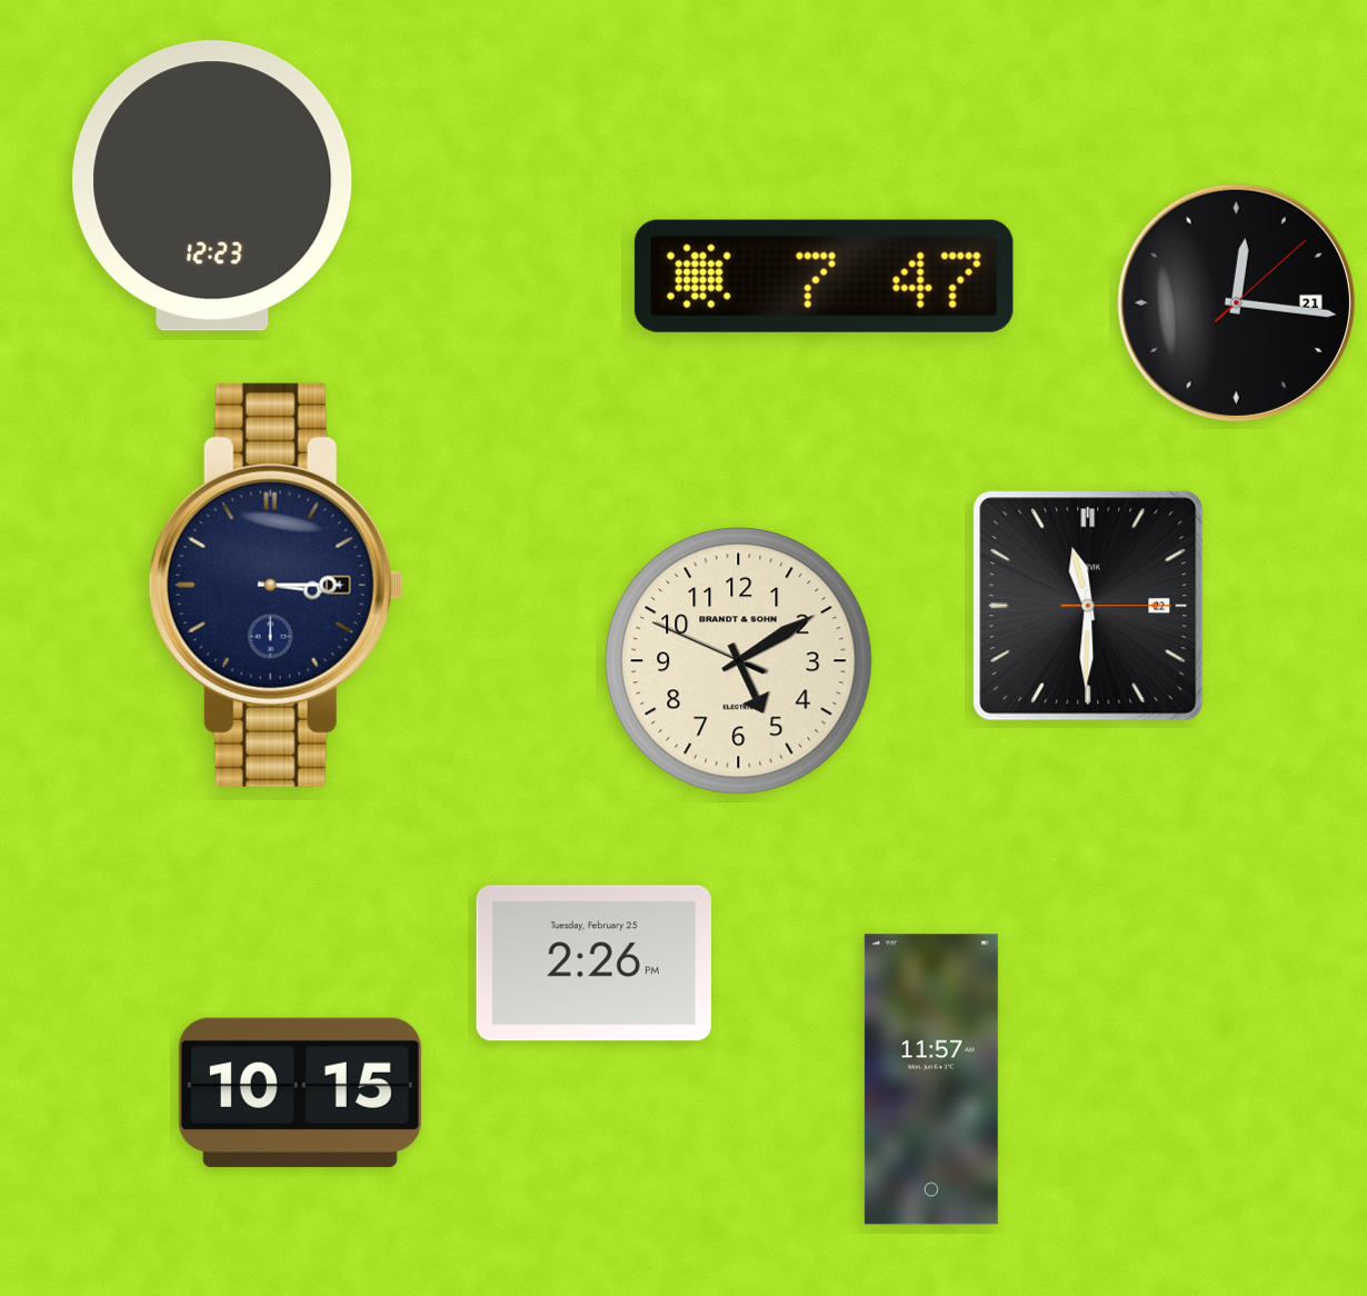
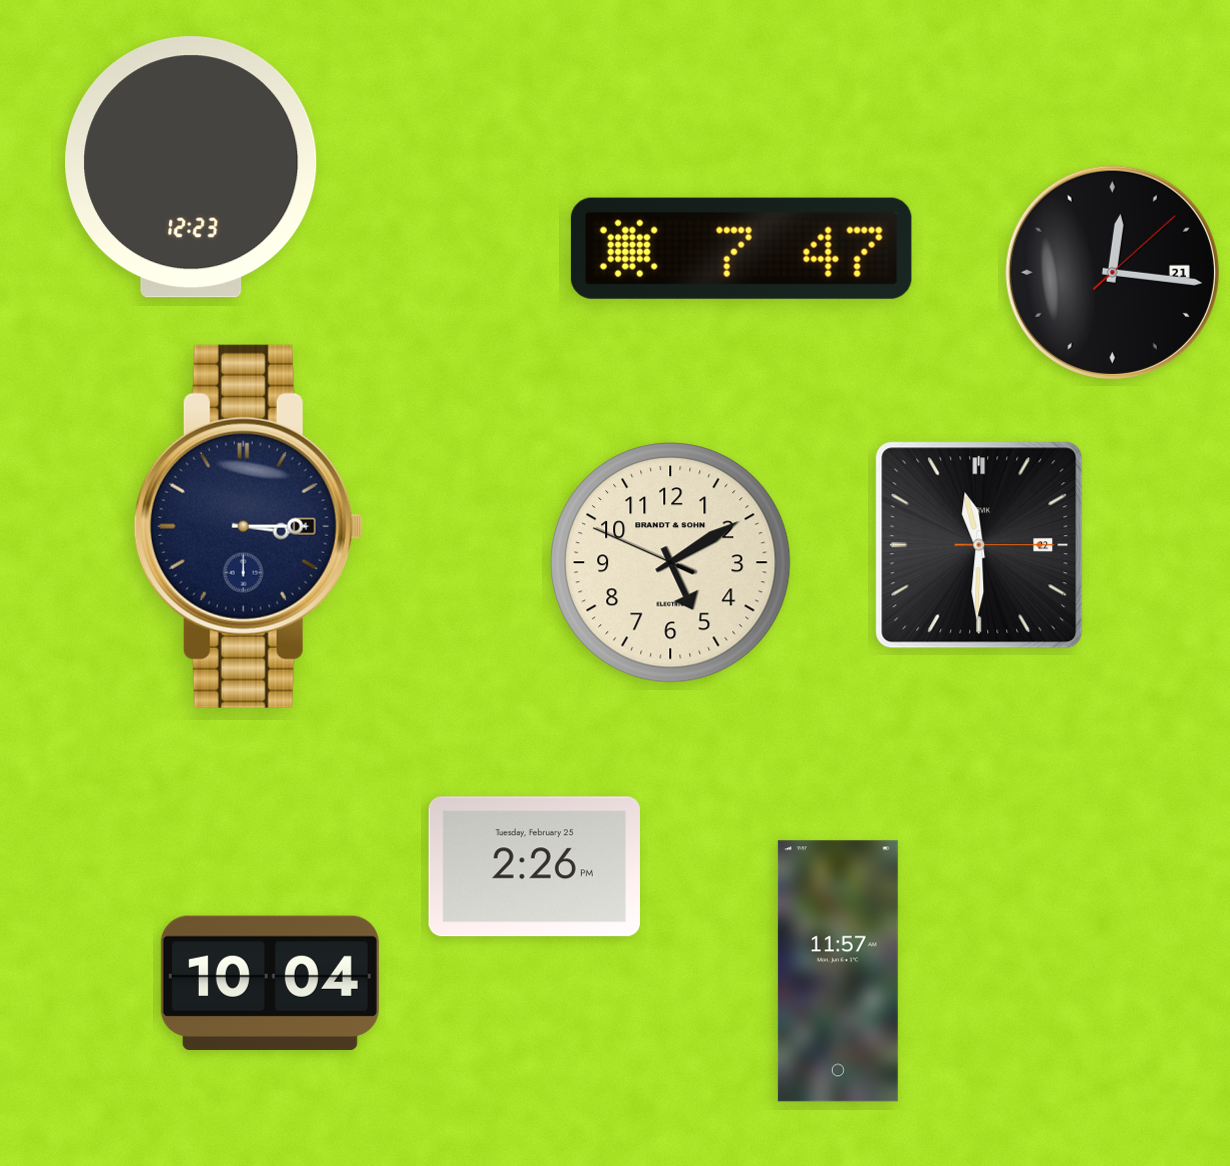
clock at (739, 661) position: (739, 661) -> (671, 563)
clock at (300, 1093): 10:15 -> 10:04
